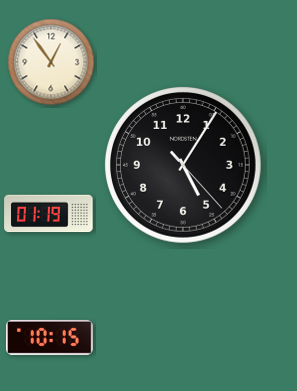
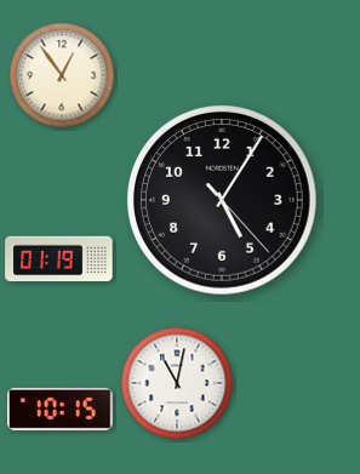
clock at (177, 383): none -> 11:02
